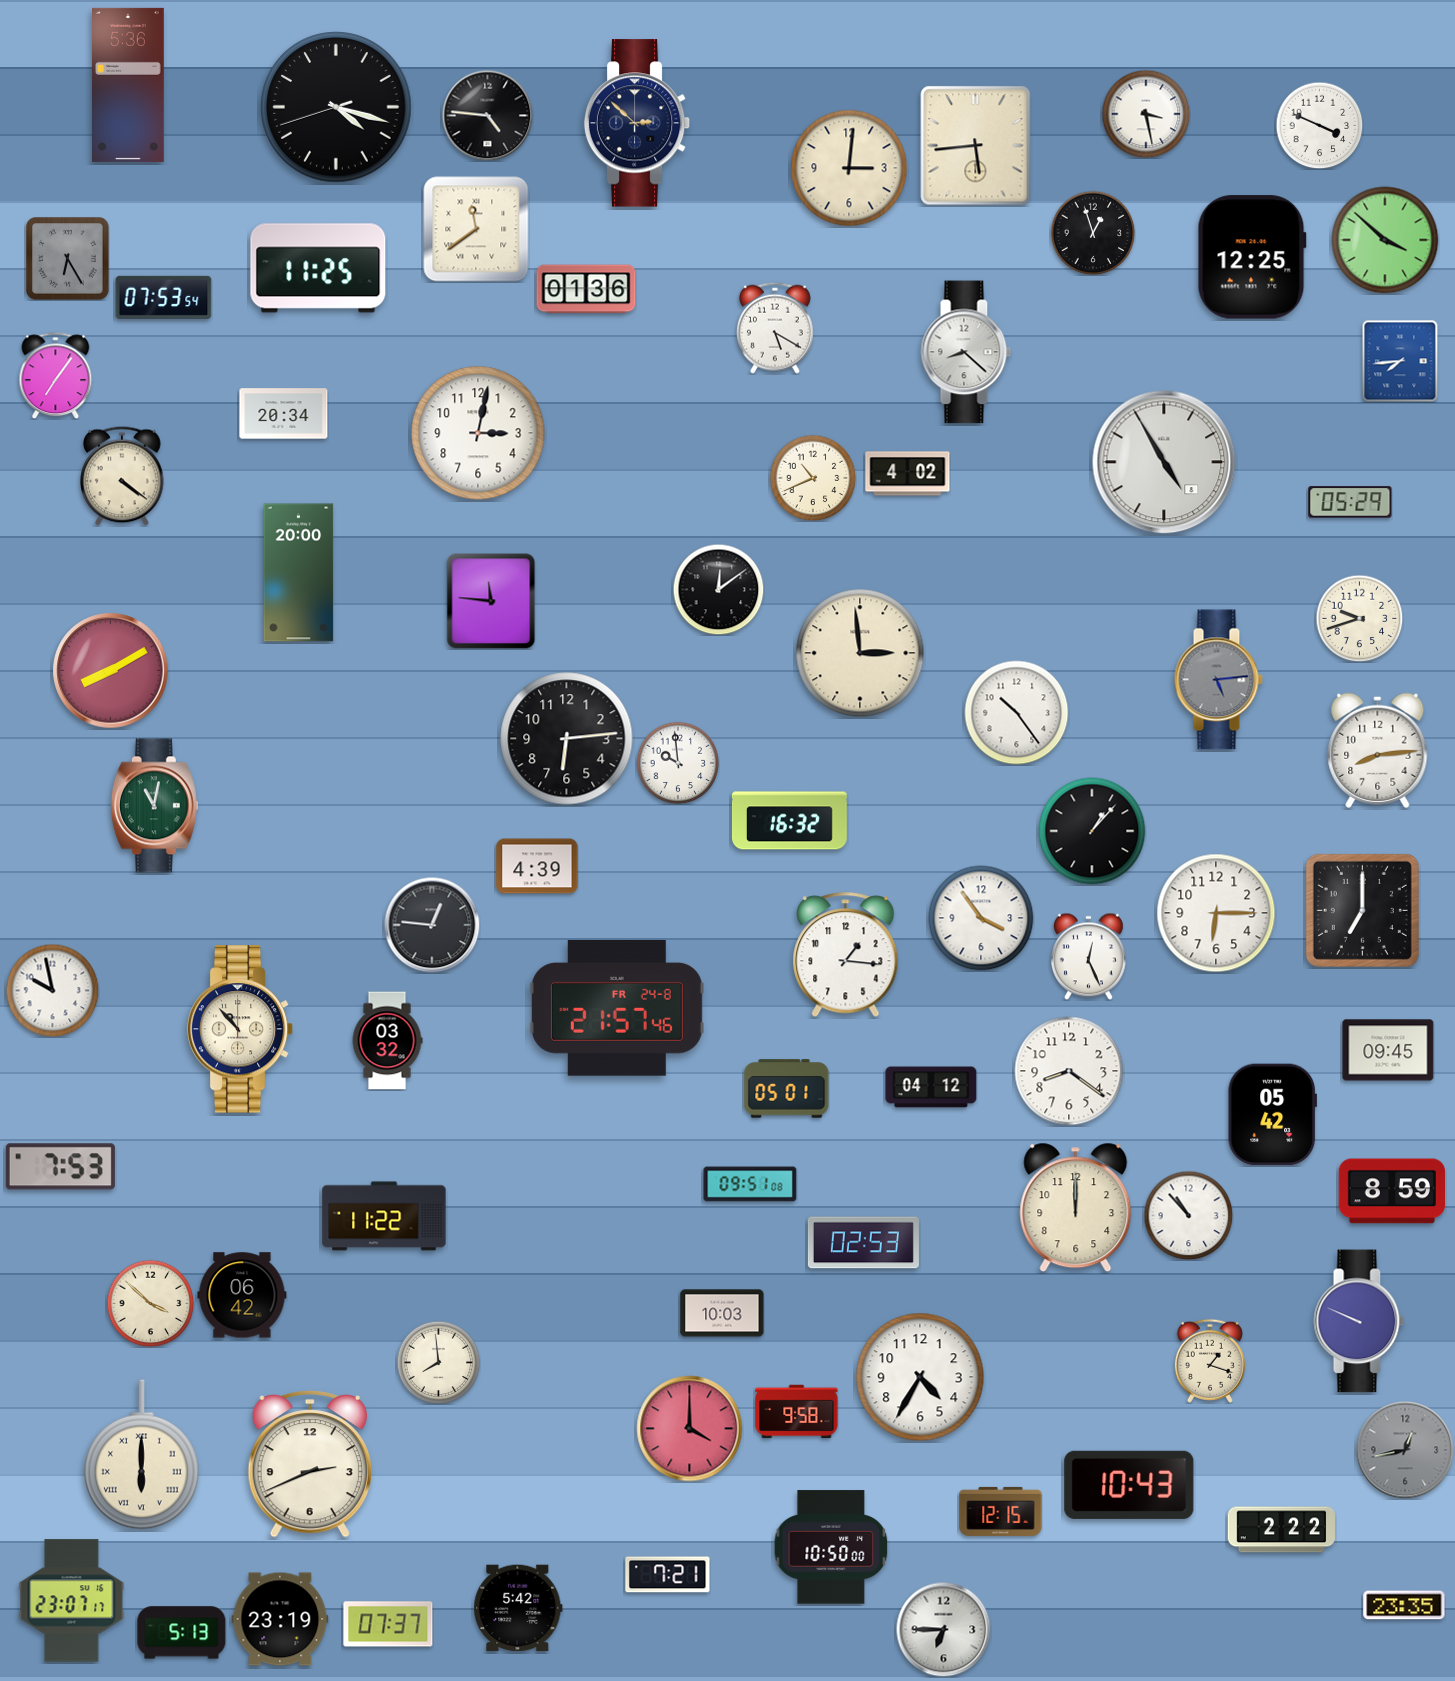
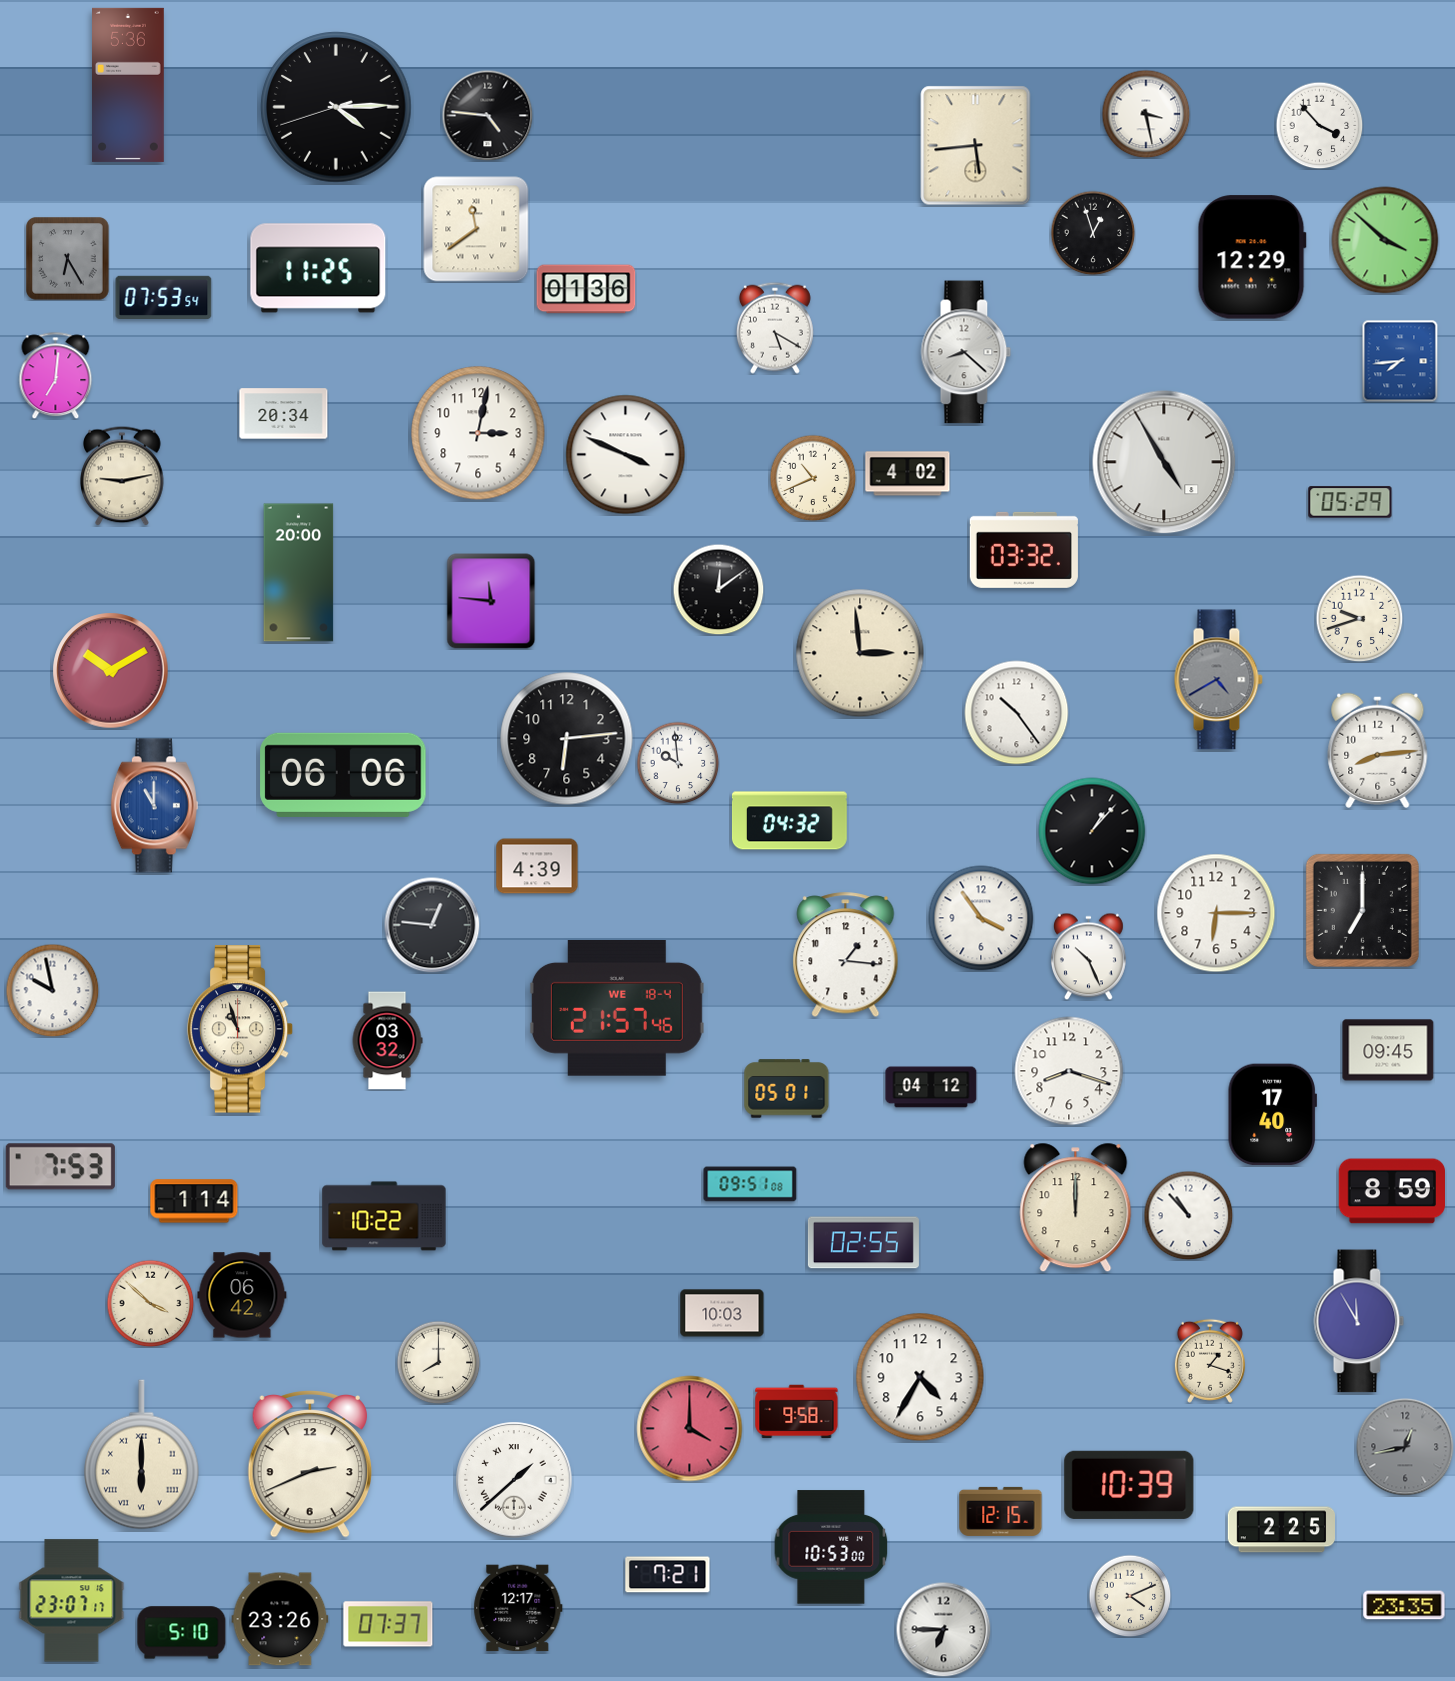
clock at (336, 107): 4:17 -> 4:14
clock at (637, 123): 2:52 -> none
clock at (1319, 125): 3:49 -> 3:53
clock at (849, 168): 3:01 -> none
clock at (1252, 257): 12:25 -> 12:29
clock at (56, 375): 7:06 -> 7:01
clock at (626, 455): none -> 3:49
clock at (122, 476): 4:21 -> 9:13
clock at (1024, 550): none -> 03:32
clock at (111, 671): 8:10 -> 10:10
clock at (1218, 680): 5:14 -> 4:40
clock at (343, 775): none -> 06:06
clock at (154, 806): 11:02 -> 11:00
clock at (154, 806) dial: green -> blue
clock at (789, 821): 16:32 -> 04:32
clock at (1088, 956): 12:26 -> 10:26
clock at (617, 1009) date: FR 24-8 -> WE 18-4
clock at (240, 1029): 10:53 -> 10:57
clock at (1069, 1071): 8:21 -> 8:18
clock at (1272, 1115): 05:42 -> 17:40
clock at (194, 1201): none -> 1:14
clock at (384, 1216): 11:22 -> 10:22
clock at (863, 1243): 02:53 -> 02:55
clock at (1359, 1321): 9:49 -> 11:55
clock at (438, 1362): 7:59 -> 8:00
clock at (1405, 1450) position: (1405, 1450) -> (1405, 1447)
clock at (514, 1480): none -> 1:38
clock at (1129, 1485): 10:43 -> 10:39
clock at (1281, 1530): 2:22 -> 2:25
clock at (831, 1547): 10:50 -> 10:53
clock at (1130, 1596): none -> 4:11
clock at (518, 1608): 5:42 -> 12:17
clock at (280, 1619): 23:19 -> 23:26
clock at (182, 1633): 5:13 -> 5:10
